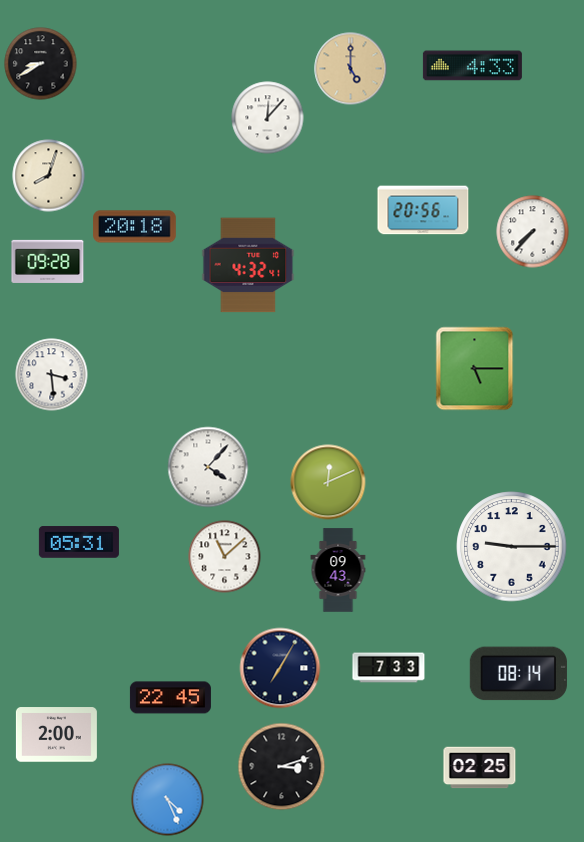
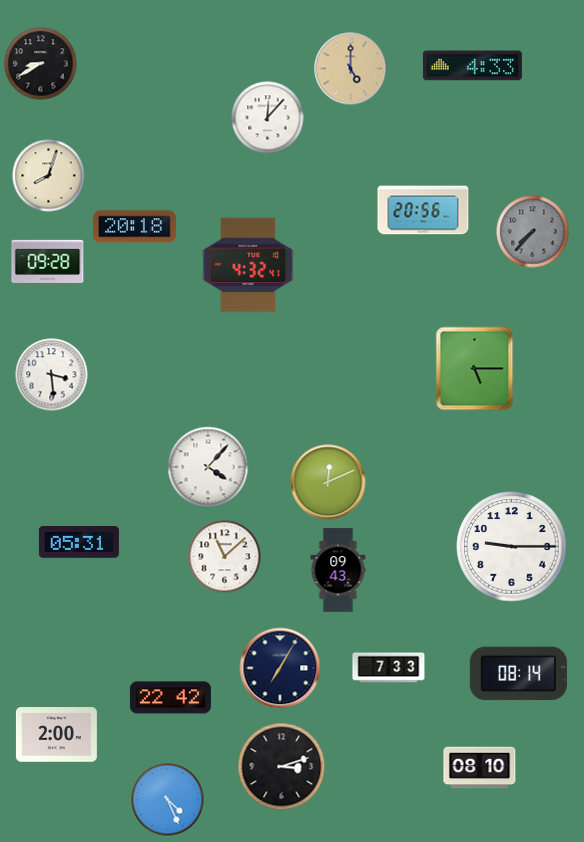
clock at (533, 232) dial: white -> grey
clock at (170, 698): 22:45 -> 22:42
clock at (480, 768): 02:25 -> 08:10
